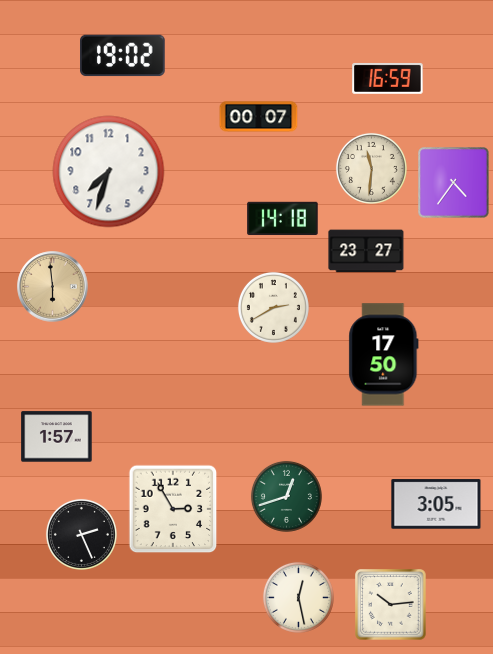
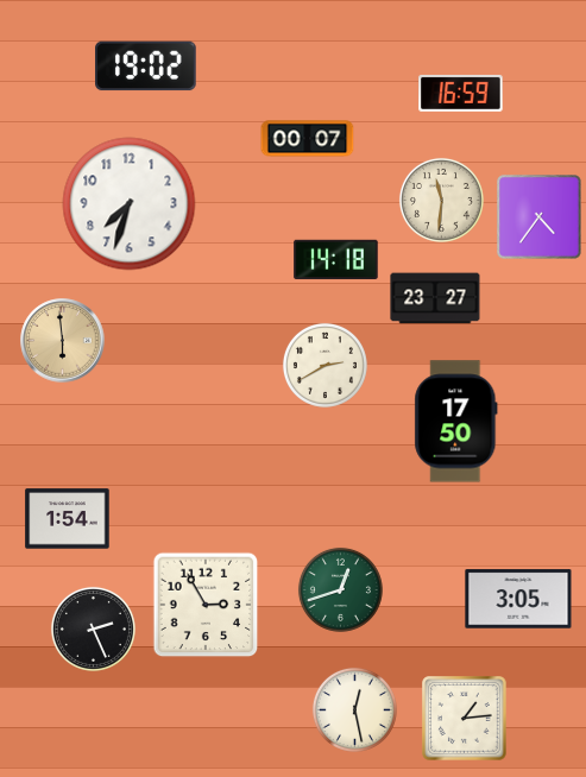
clock at (57, 437): 1:57 -> 1:54
clock at (81, 534) position: (81, 534) -> (93, 628)
clock at (391, 605): 10:14 -> 1:14
